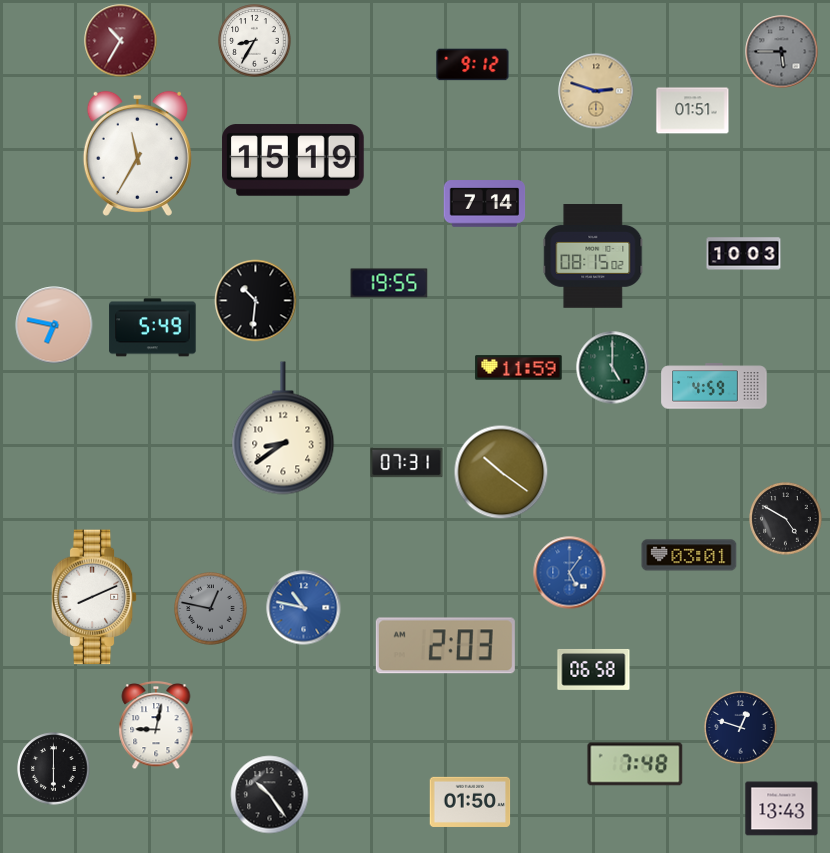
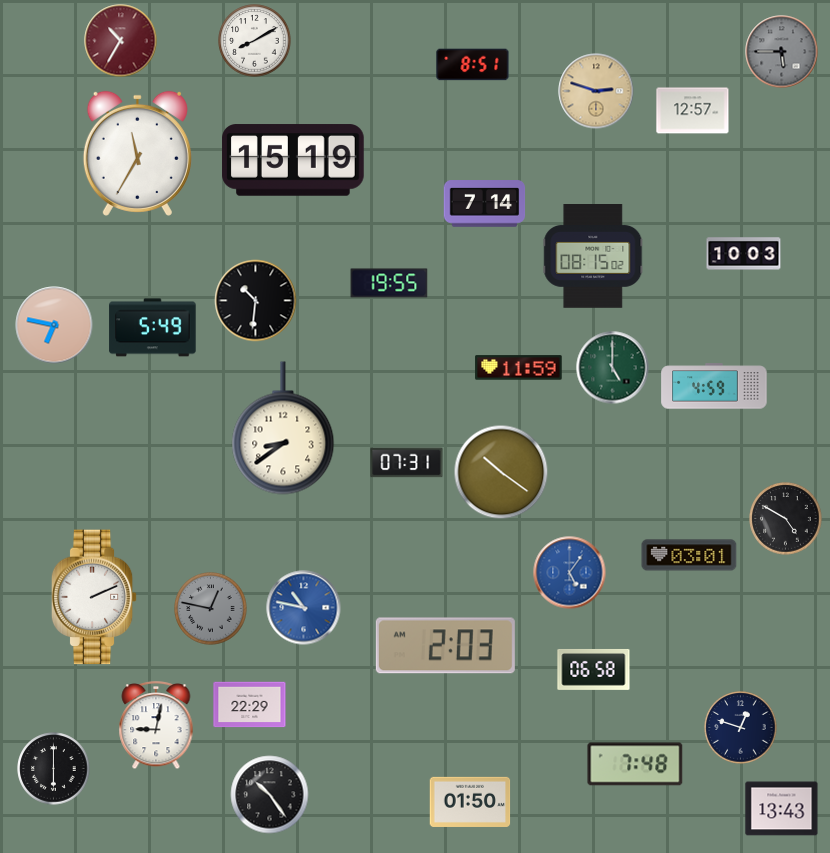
clock at (255, 41): 8:35 -> 8:10
clock at (473, 65): 9:12 -> 8:51
clock at (693, 111): 01:51 -> 12:57
clock at (94, 597): 8:11 -> 2:11
clock at (250, 705): none -> 22:29
